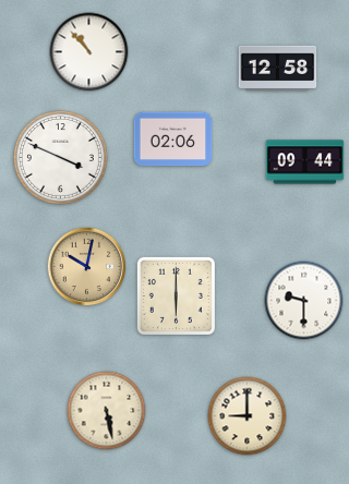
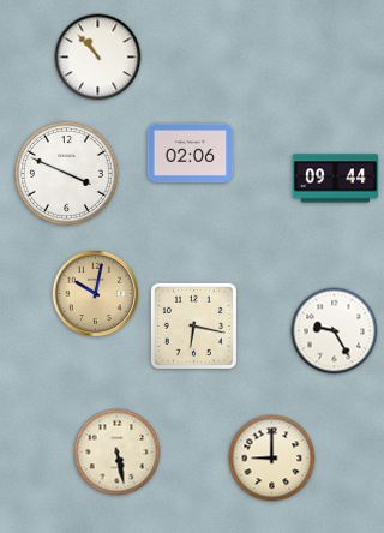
clock at (278, 69): 12:58 -> none
clock at (176, 295): 6:00 -> 6:17
clock at (304, 301): 9:30 -> 9:25
